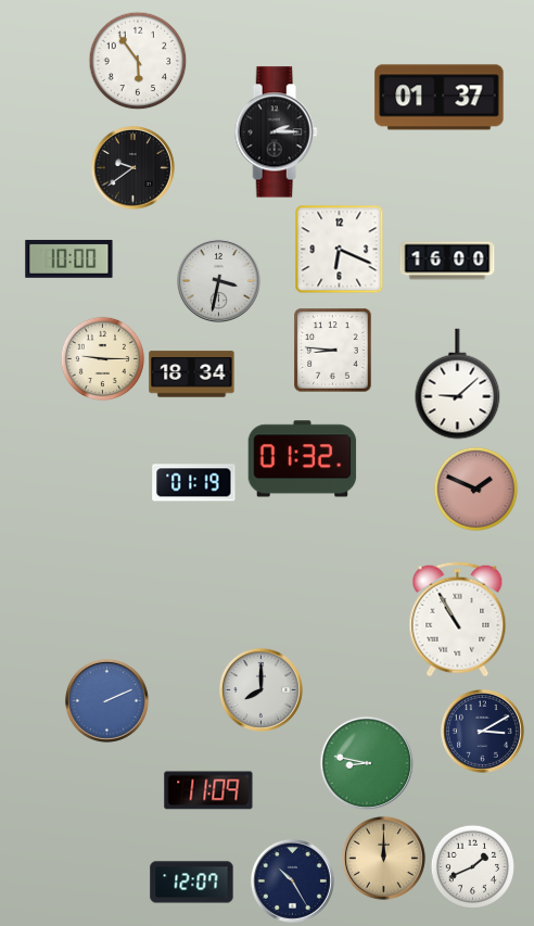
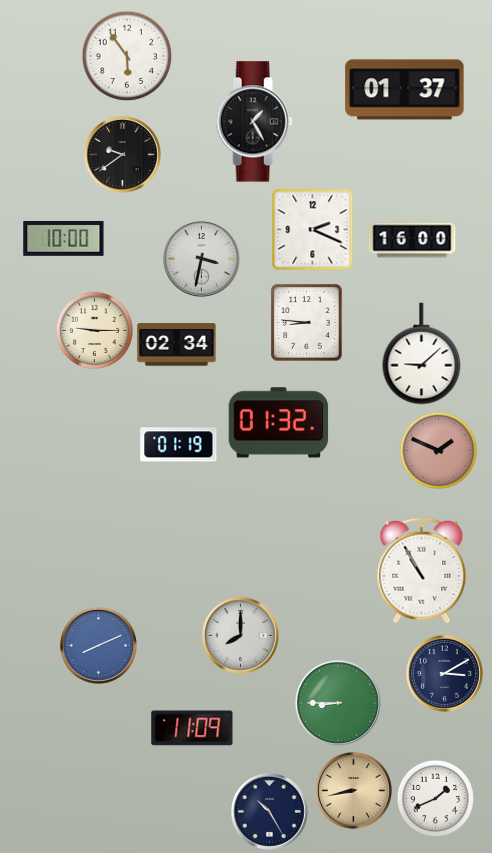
clock at (276, 132): 2:15 -> 1:25
clock at (339, 249): 6:19 -> 2:19
clock at (192, 375): 18:34 -> 02:34
clock at (106, 700): 2:11 -> 8:11
clock at (367, 763): 8:47 -> 8:45
clock at (383, 858): 12:00 -> 8:43
clock at (192, 883): 12:07 -> none
